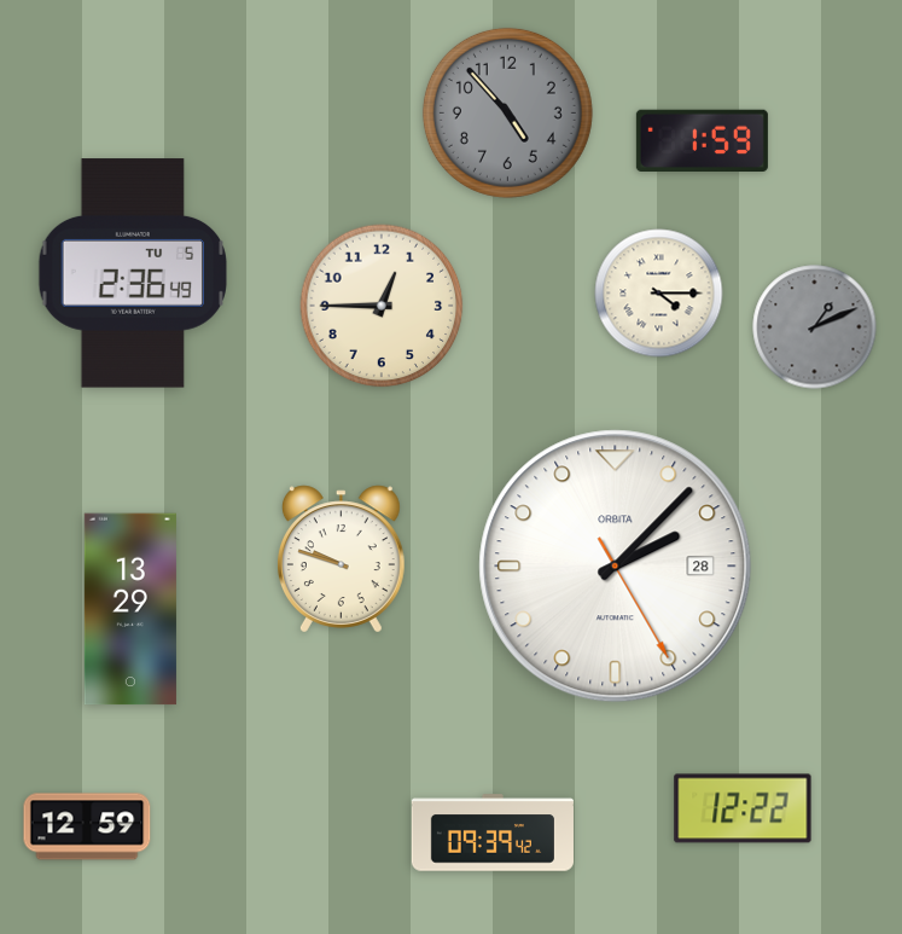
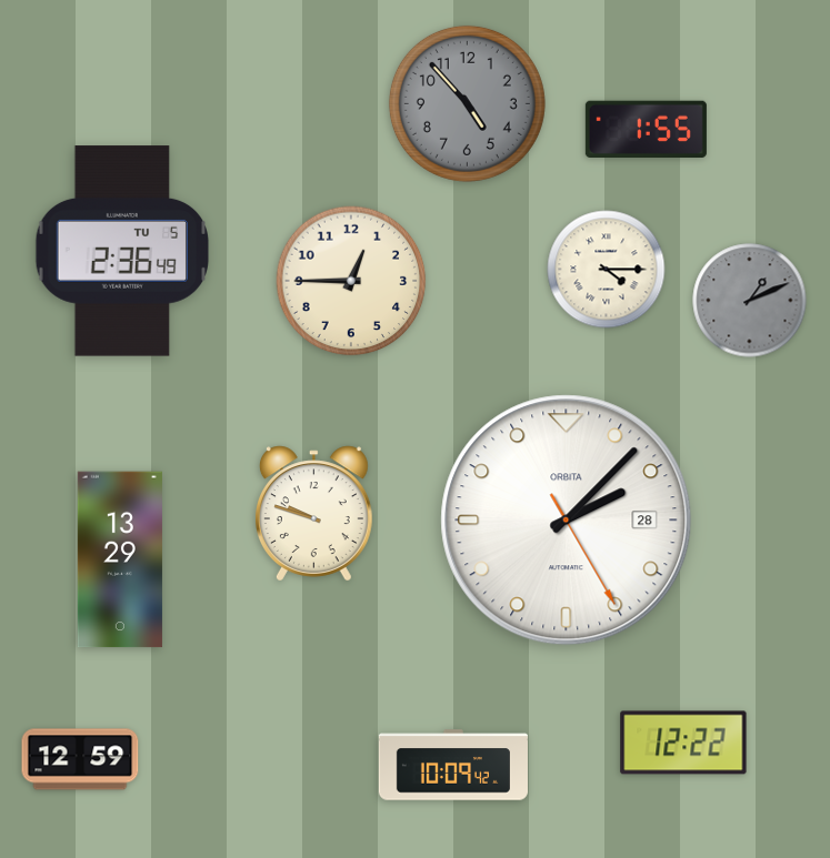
clock at (702, 140): 1:59 -> 1:55
clock at (493, 833): 09:39 -> 10:09
